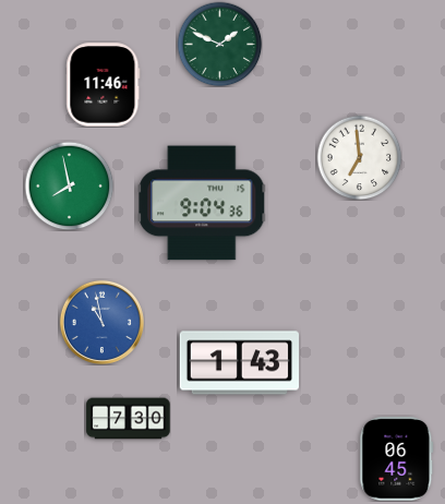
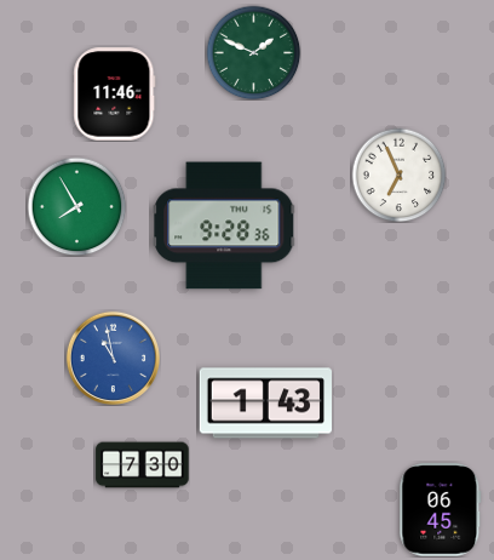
clock at (219, 44) position: (219, 44) -> (253, 52)
clock at (359, 157): 6:59 -> 6:56
clock at (69, 185): 7:58 -> 7:55
clock at (202, 203): 9:04 -> 9:28
